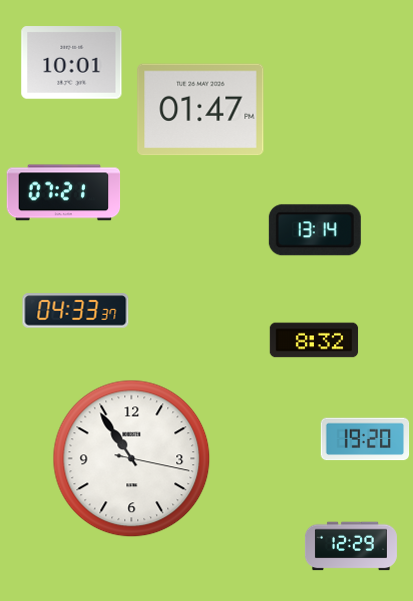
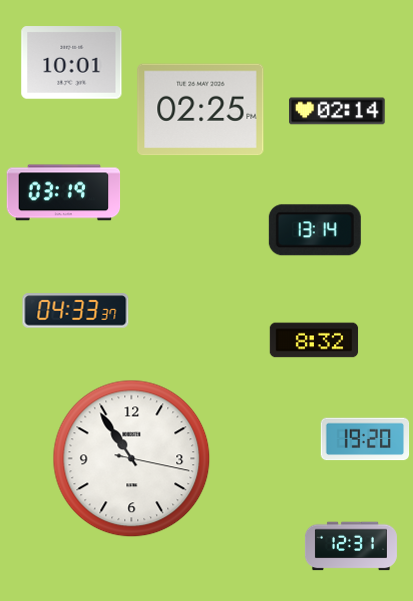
clock at (201, 110): 01:47 -> 02:25
clock at (337, 111): none -> 02:14
clock at (64, 193): 07:21 -> 03:19
clock at (351, 546): 12:29 -> 12:31
